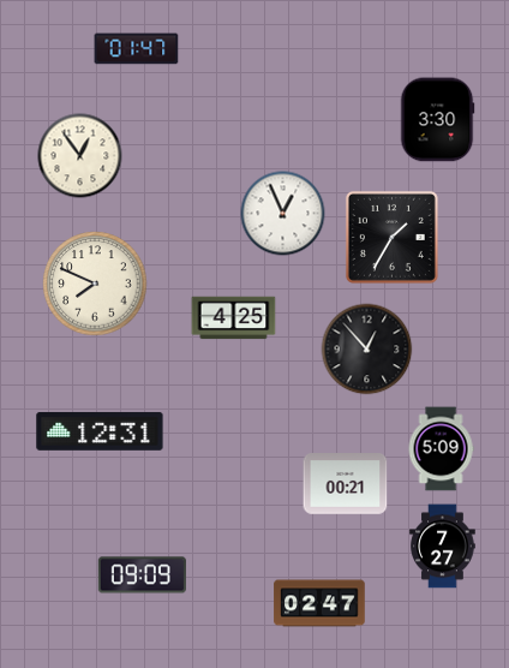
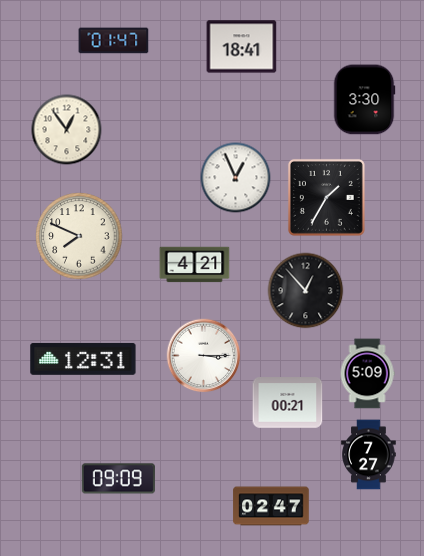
clock at (242, 47): none -> 18:41
clock at (234, 318): 4:25 -> 4:21
clock at (204, 356): none -> 3:15
clock at (319, 603) position: (319, 603) -> (271, 506)
